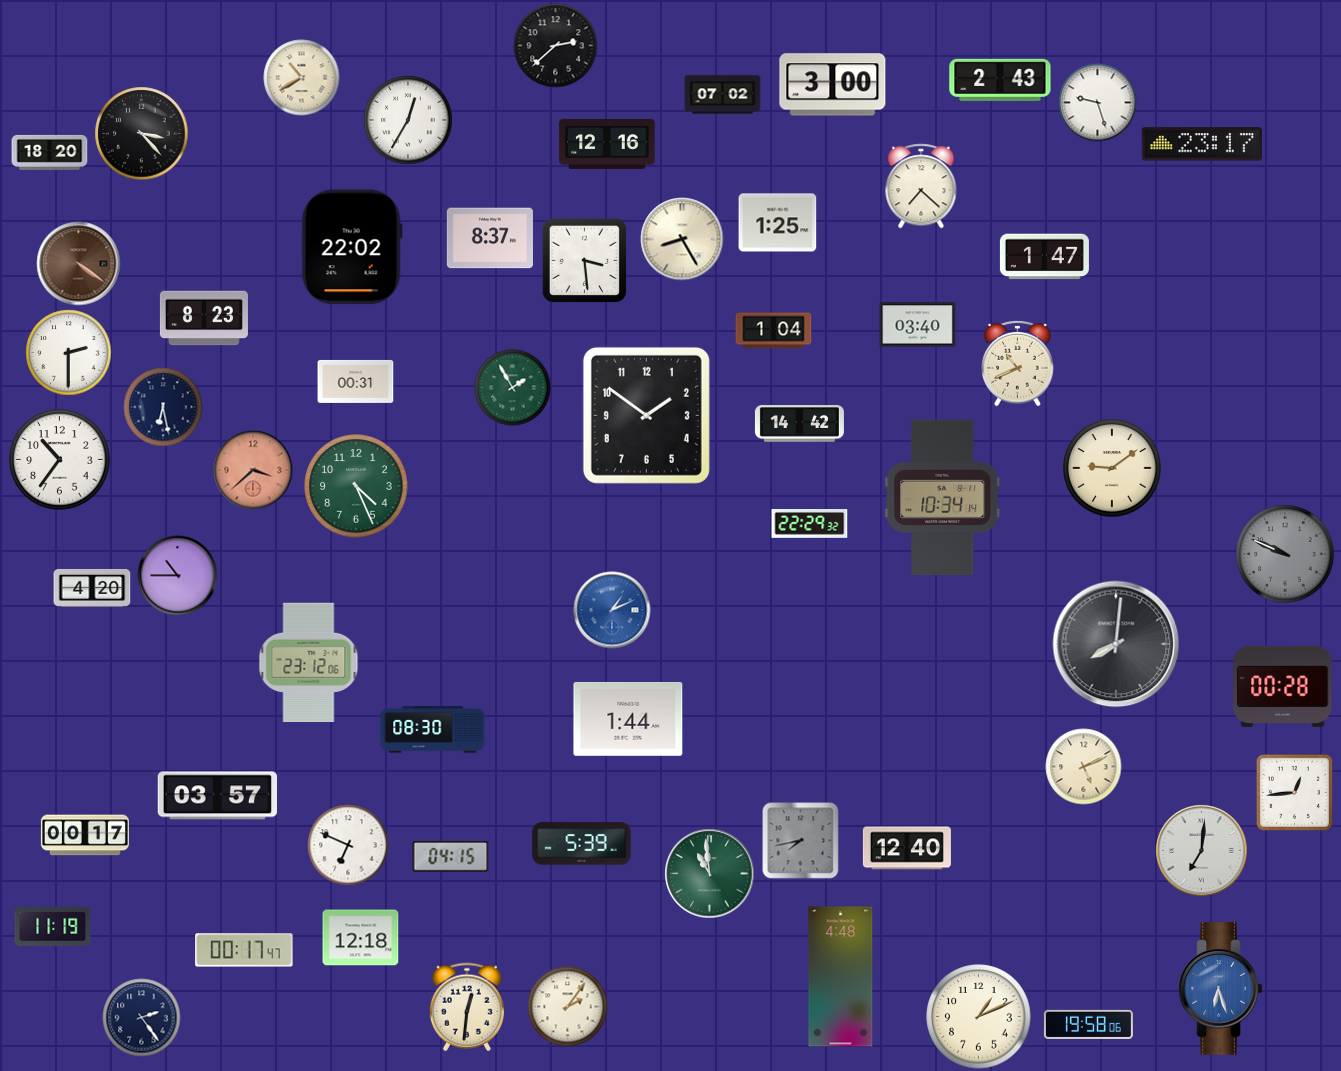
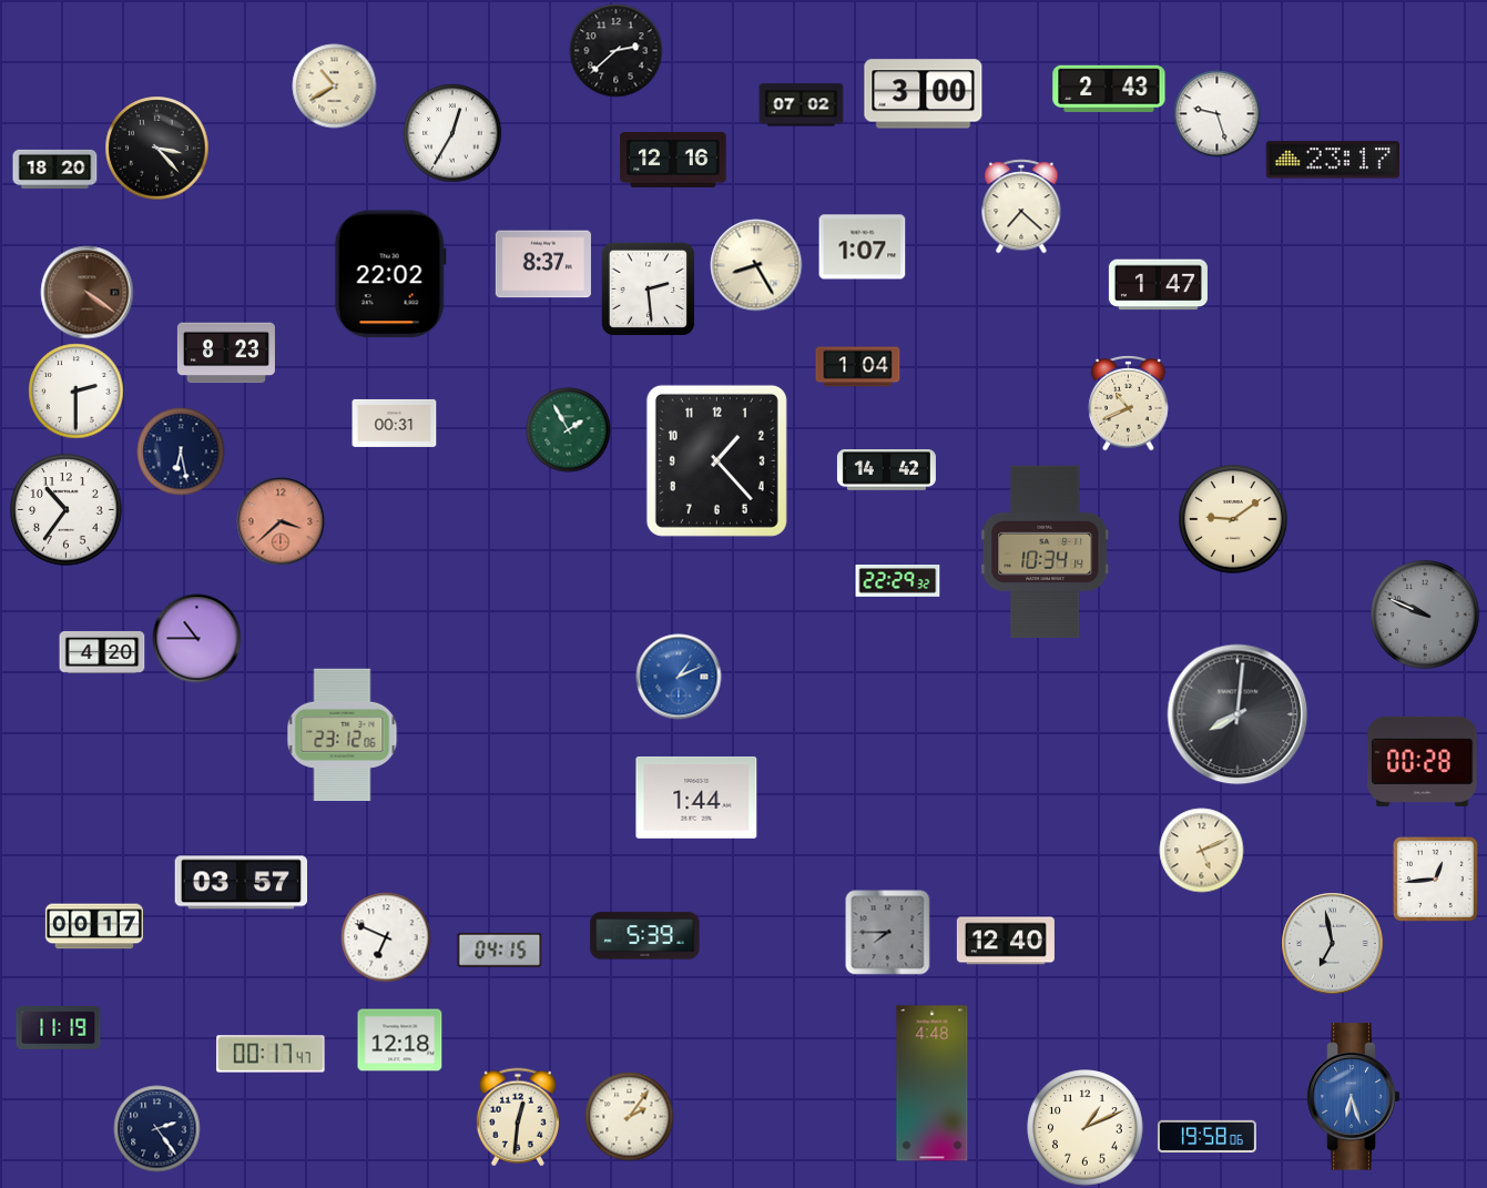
clock at (778, 223): 1:25 -> 1:07
clock at (584, 260): 3:29 -> 2:29
clock at (918, 325): 03:40 -> none
clock at (646, 415): 1:51 -> 1:23
clock at (356, 486): 4:26 -> none
clock at (433, 730): 08:30 -> none
clock at (801, 841): 7:43 -> 7:45
clock at (1202, 851): 7:01 -> 6:58
clock at (710, 874): 10:59 -> none
